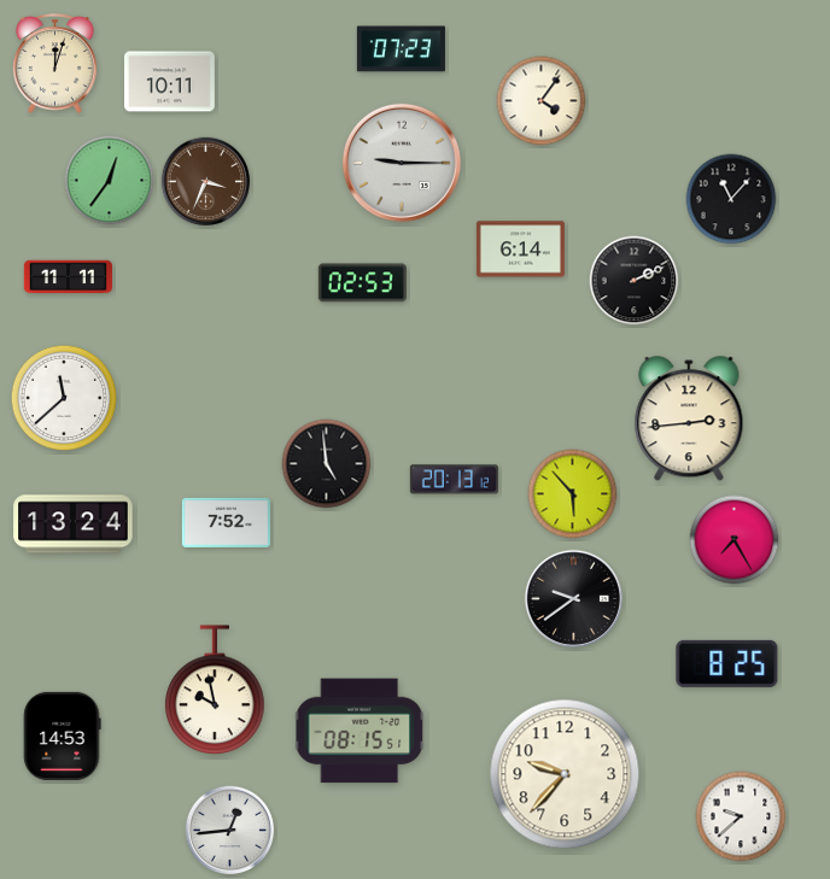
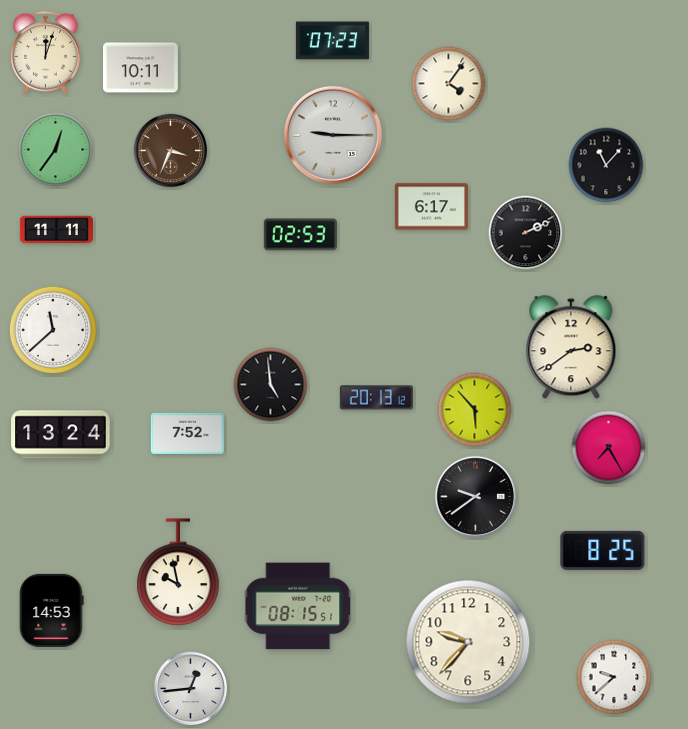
clock at (110, 181) position: (110, 181) -> (56, 150)
clock at (520, 250): 6:14 -> 6:17
clock at (689, 420): 2:44 -> 2:39
